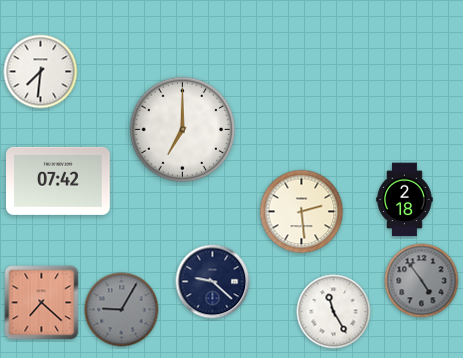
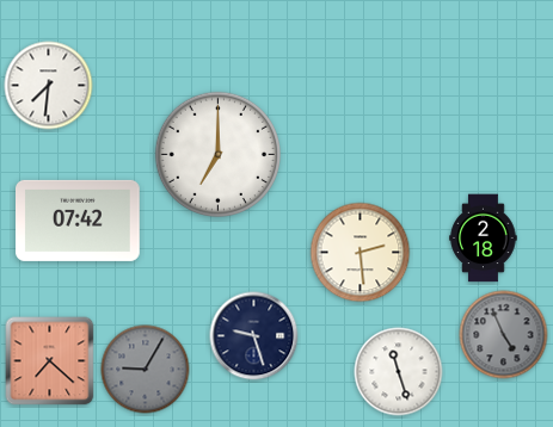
clock at (59, 181) position: (59, 181) -> (79, 221)
clock at (422, 281): 4:54 -> 4:56
clock at (213, 282): 9:22 -> 9:27
clock at (334, 312): 11:25 -> 11:27
